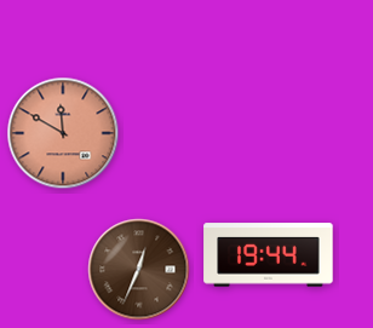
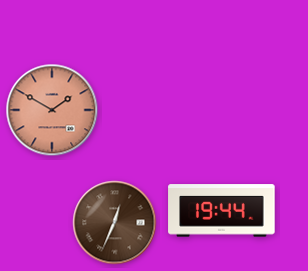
clock at (63, 133): 11:50 -> 1:50
